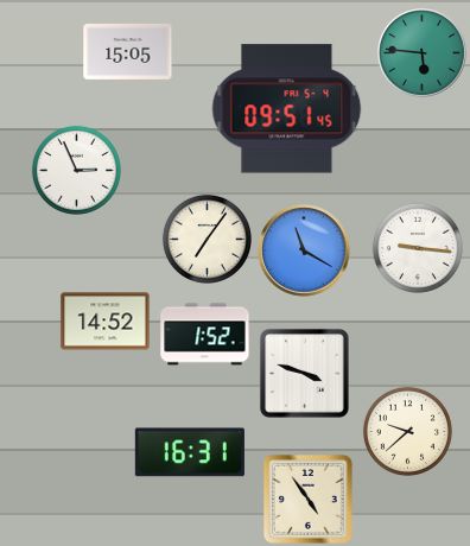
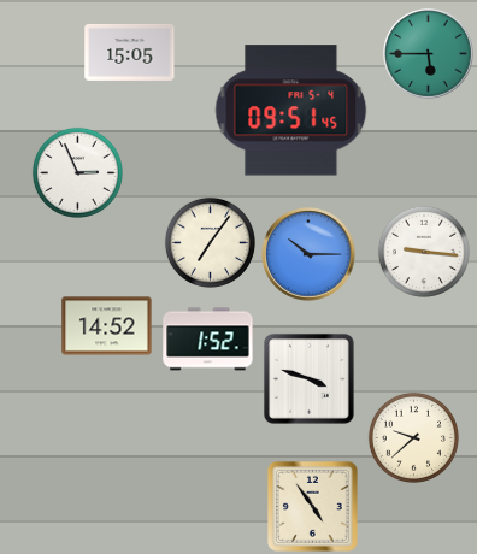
clock at (423, 53): 5:46 -> 5:45
clock at (304, 250): 11:20 -> 10:15
clock at (190, 452): 16:31 -> none
